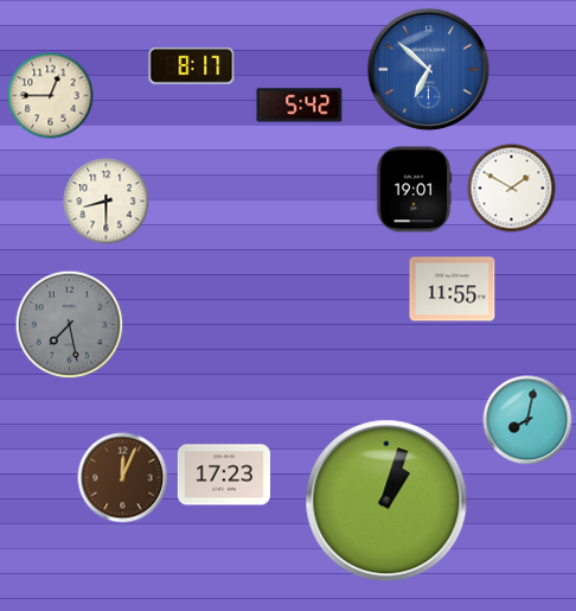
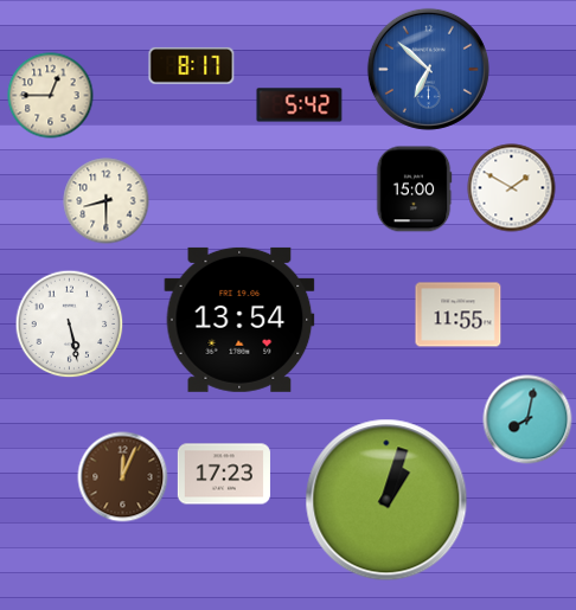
clock at (414, 190): 19:01 -> 15:00
clock at (453, 289) position: (453, 289) -> (459, 315)
clock at (239, 320): none -> 13:54
clock at (70, 325): 7:28 -> 5:28
clock at (70, 325) dial: grey -> white
